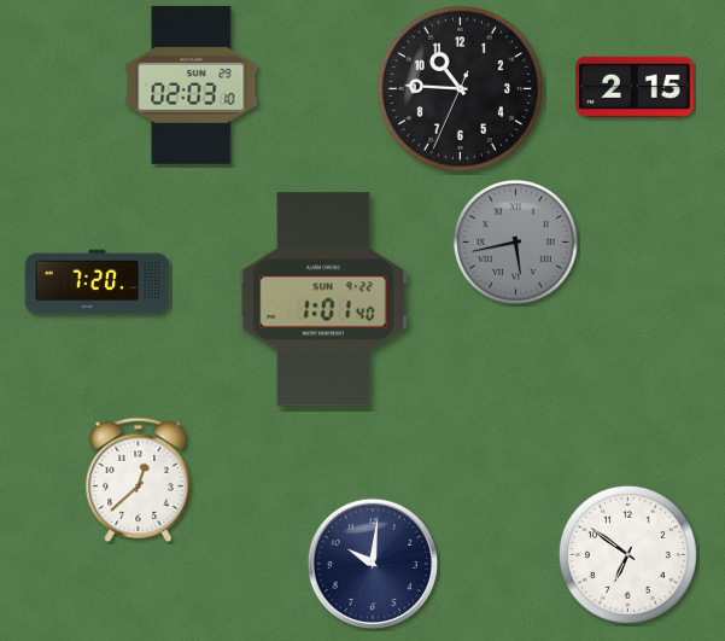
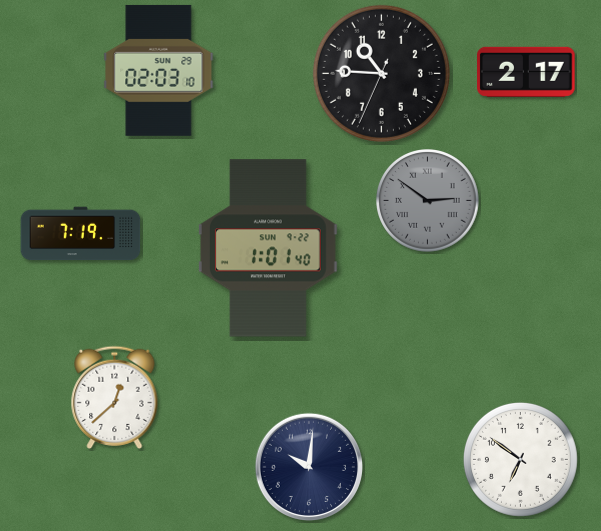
clock at (635, 87): 2:15 -> 2:17
clock at (516, 243): 5:43 -> 2:51
clock at (98, 282): 7:20 -> 7:19
